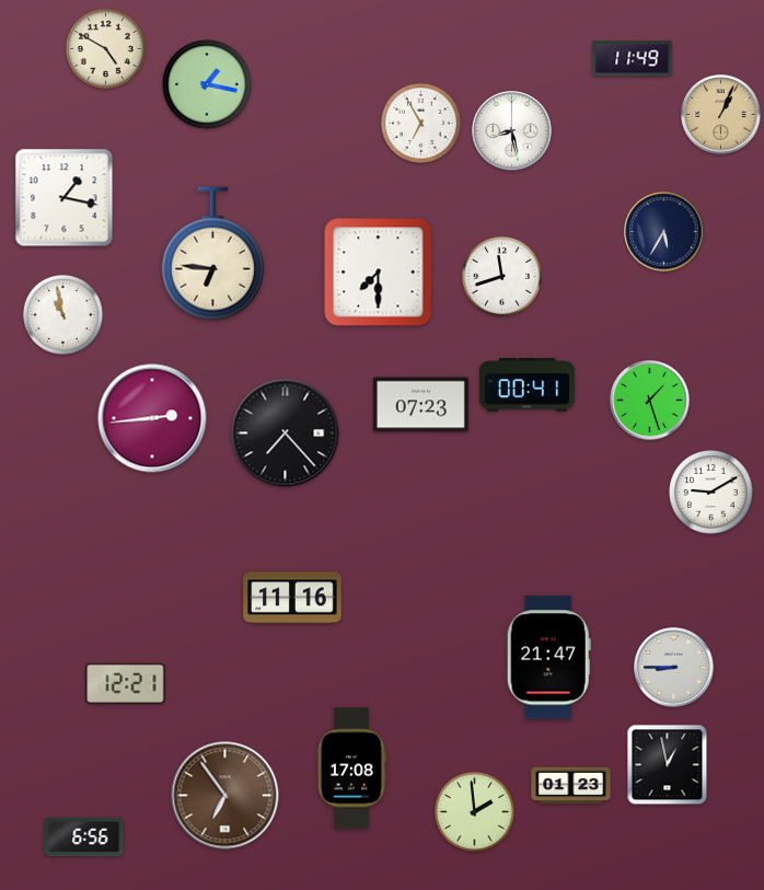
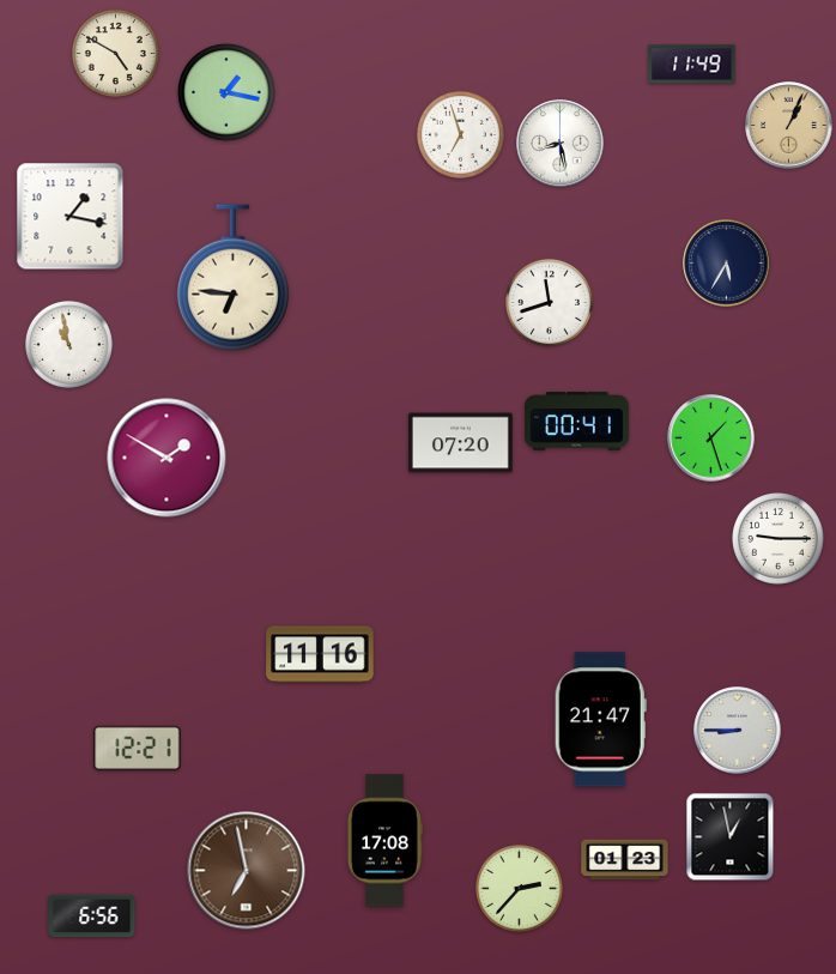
clock at (420, 123): 6:55 -> 6:57
clock at (664, 232) position: (664, 232) -> (727, 264)
clock at (379, 273): 7:30 -> none
clock at (420, 405): 07:23 -> 07:20
clock at (152, 418): 2:44 -> 1:50
clock at (286, 434): 7:23 -> none
clock at (711, 493): 9:10 -> 9:15
clock at (225, 796): 6:54 -> 6:58
clock at (474, 811): 1:59 -> 2:37
